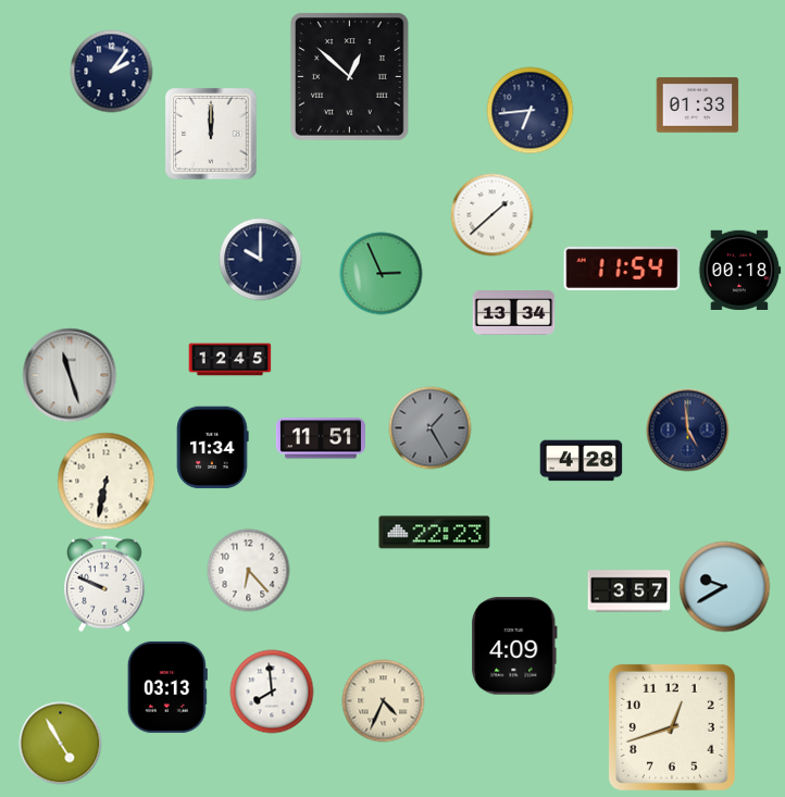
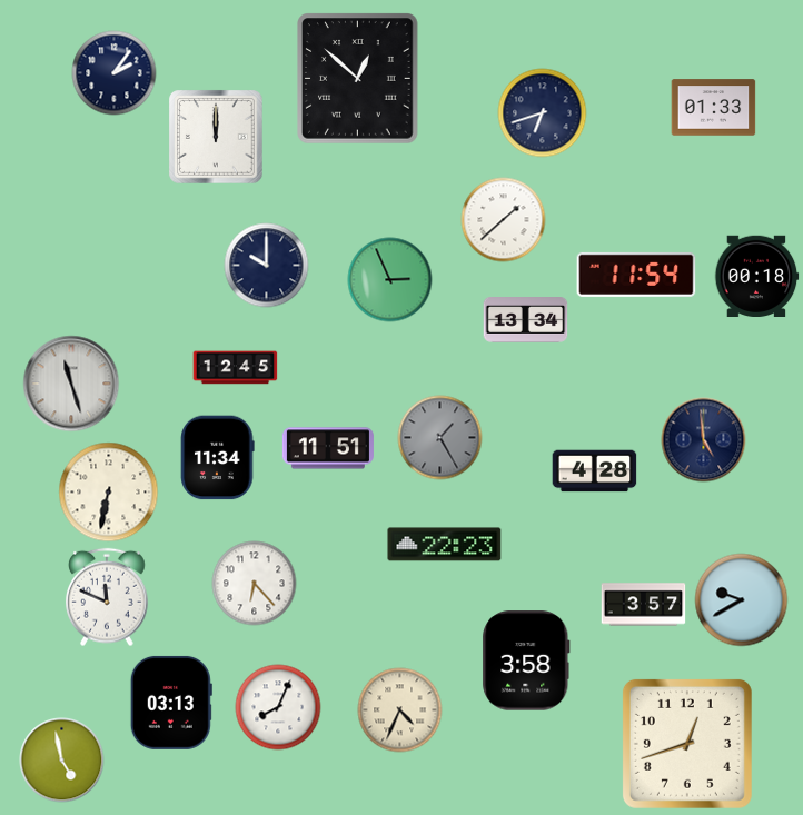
clock at (531, 111): 6:44 -> 6:42
clock at (105, 584): 9:49 -> 11:49
clock at (514, 646): 4:09 -> 3:58
clock at (272, 692): 7:59 -> 8:04
clock at (384, 701) position: (384, 701) -> (400, 710)
clock at (61, 744): 4:55 -> 4:58
